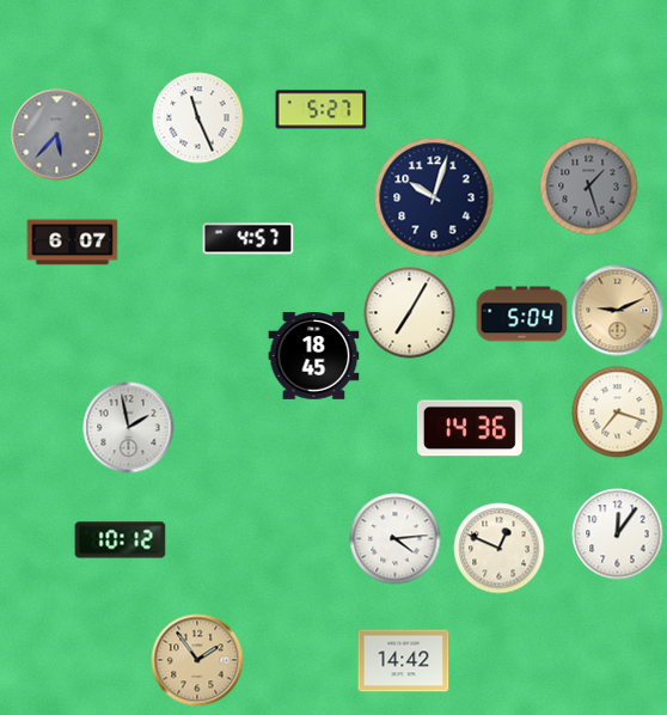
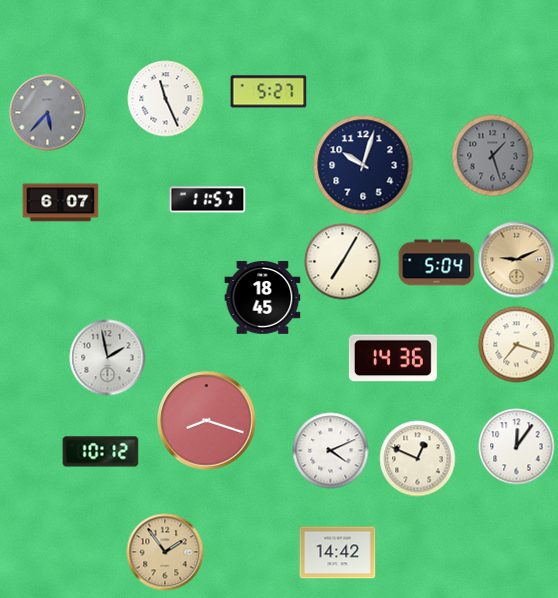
clock at (249, 239): 4:57 -> 11:57
clock at (207, 421): none -> 8:18
clock at (396, 539): 4:14 -> 4:11
